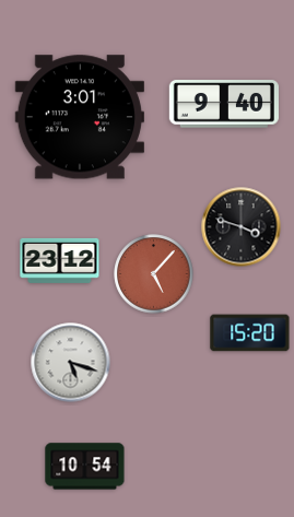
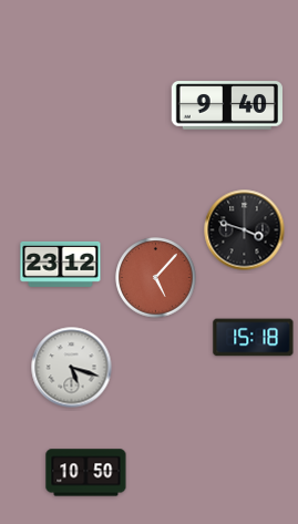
clock at (80, 117): 3:01 -> none
clock at (250, 333): 15:20 -> 15:18
clock at (85, 467): 10:54 -> 10:50
